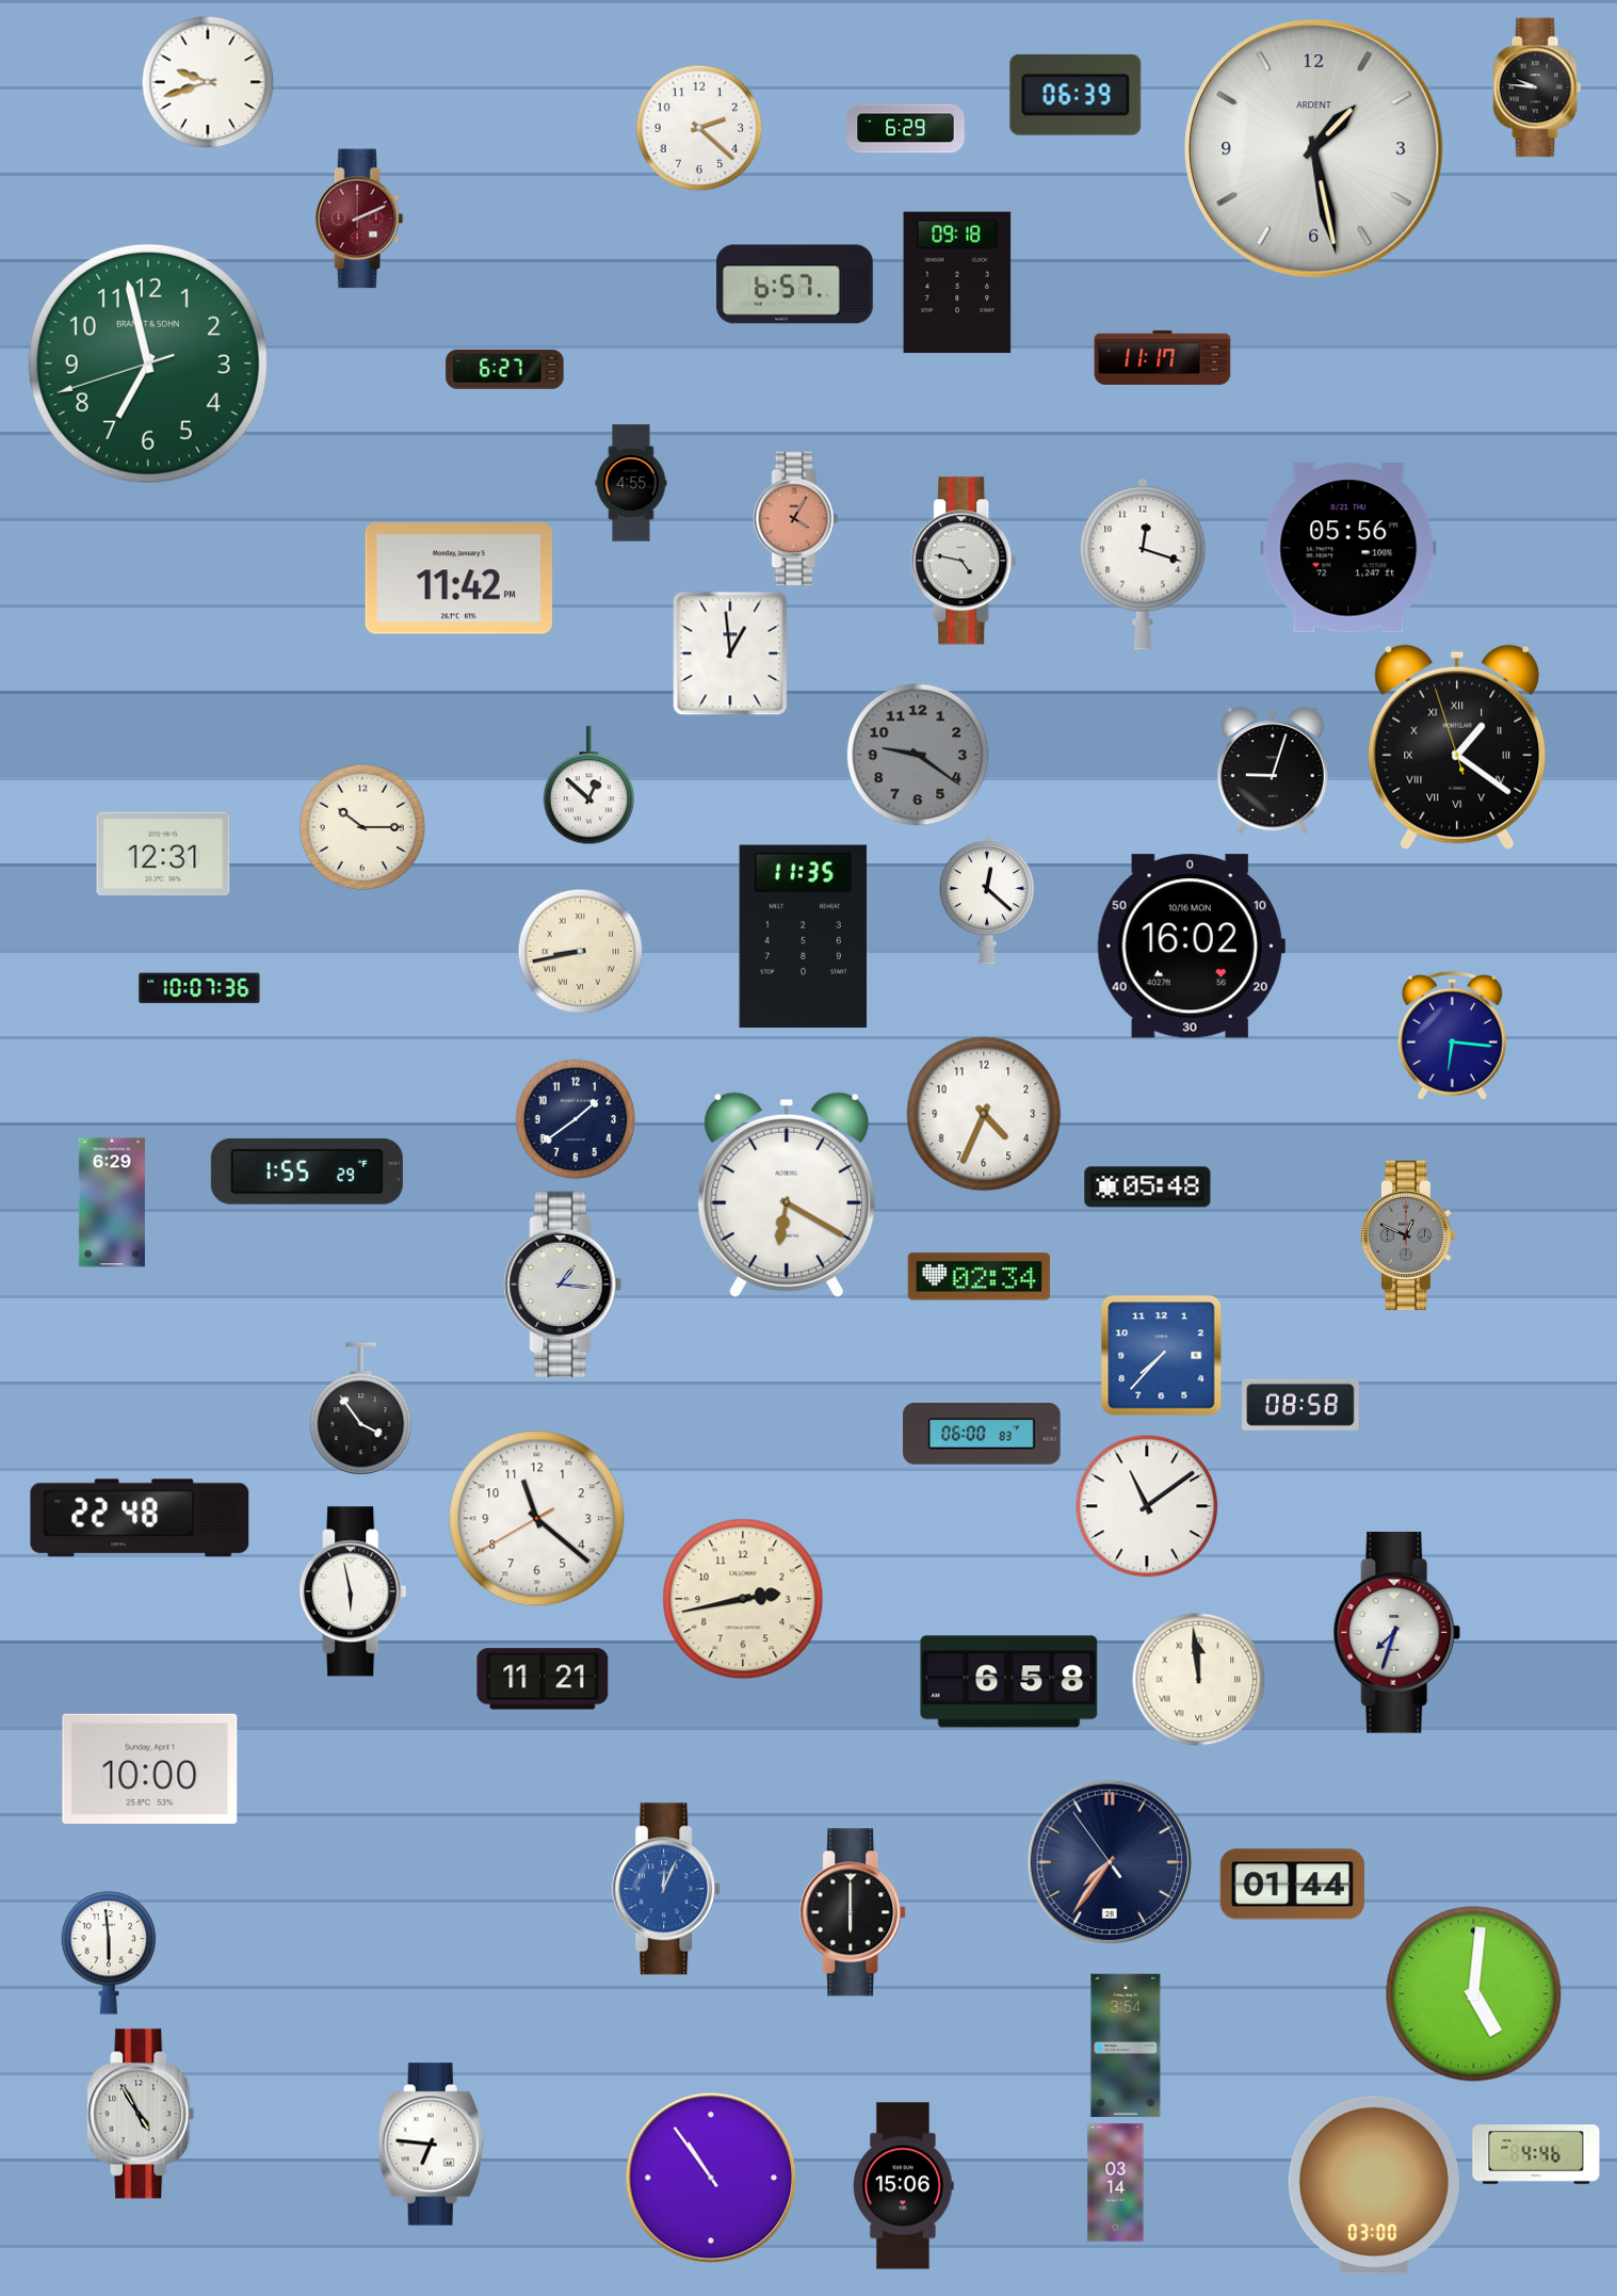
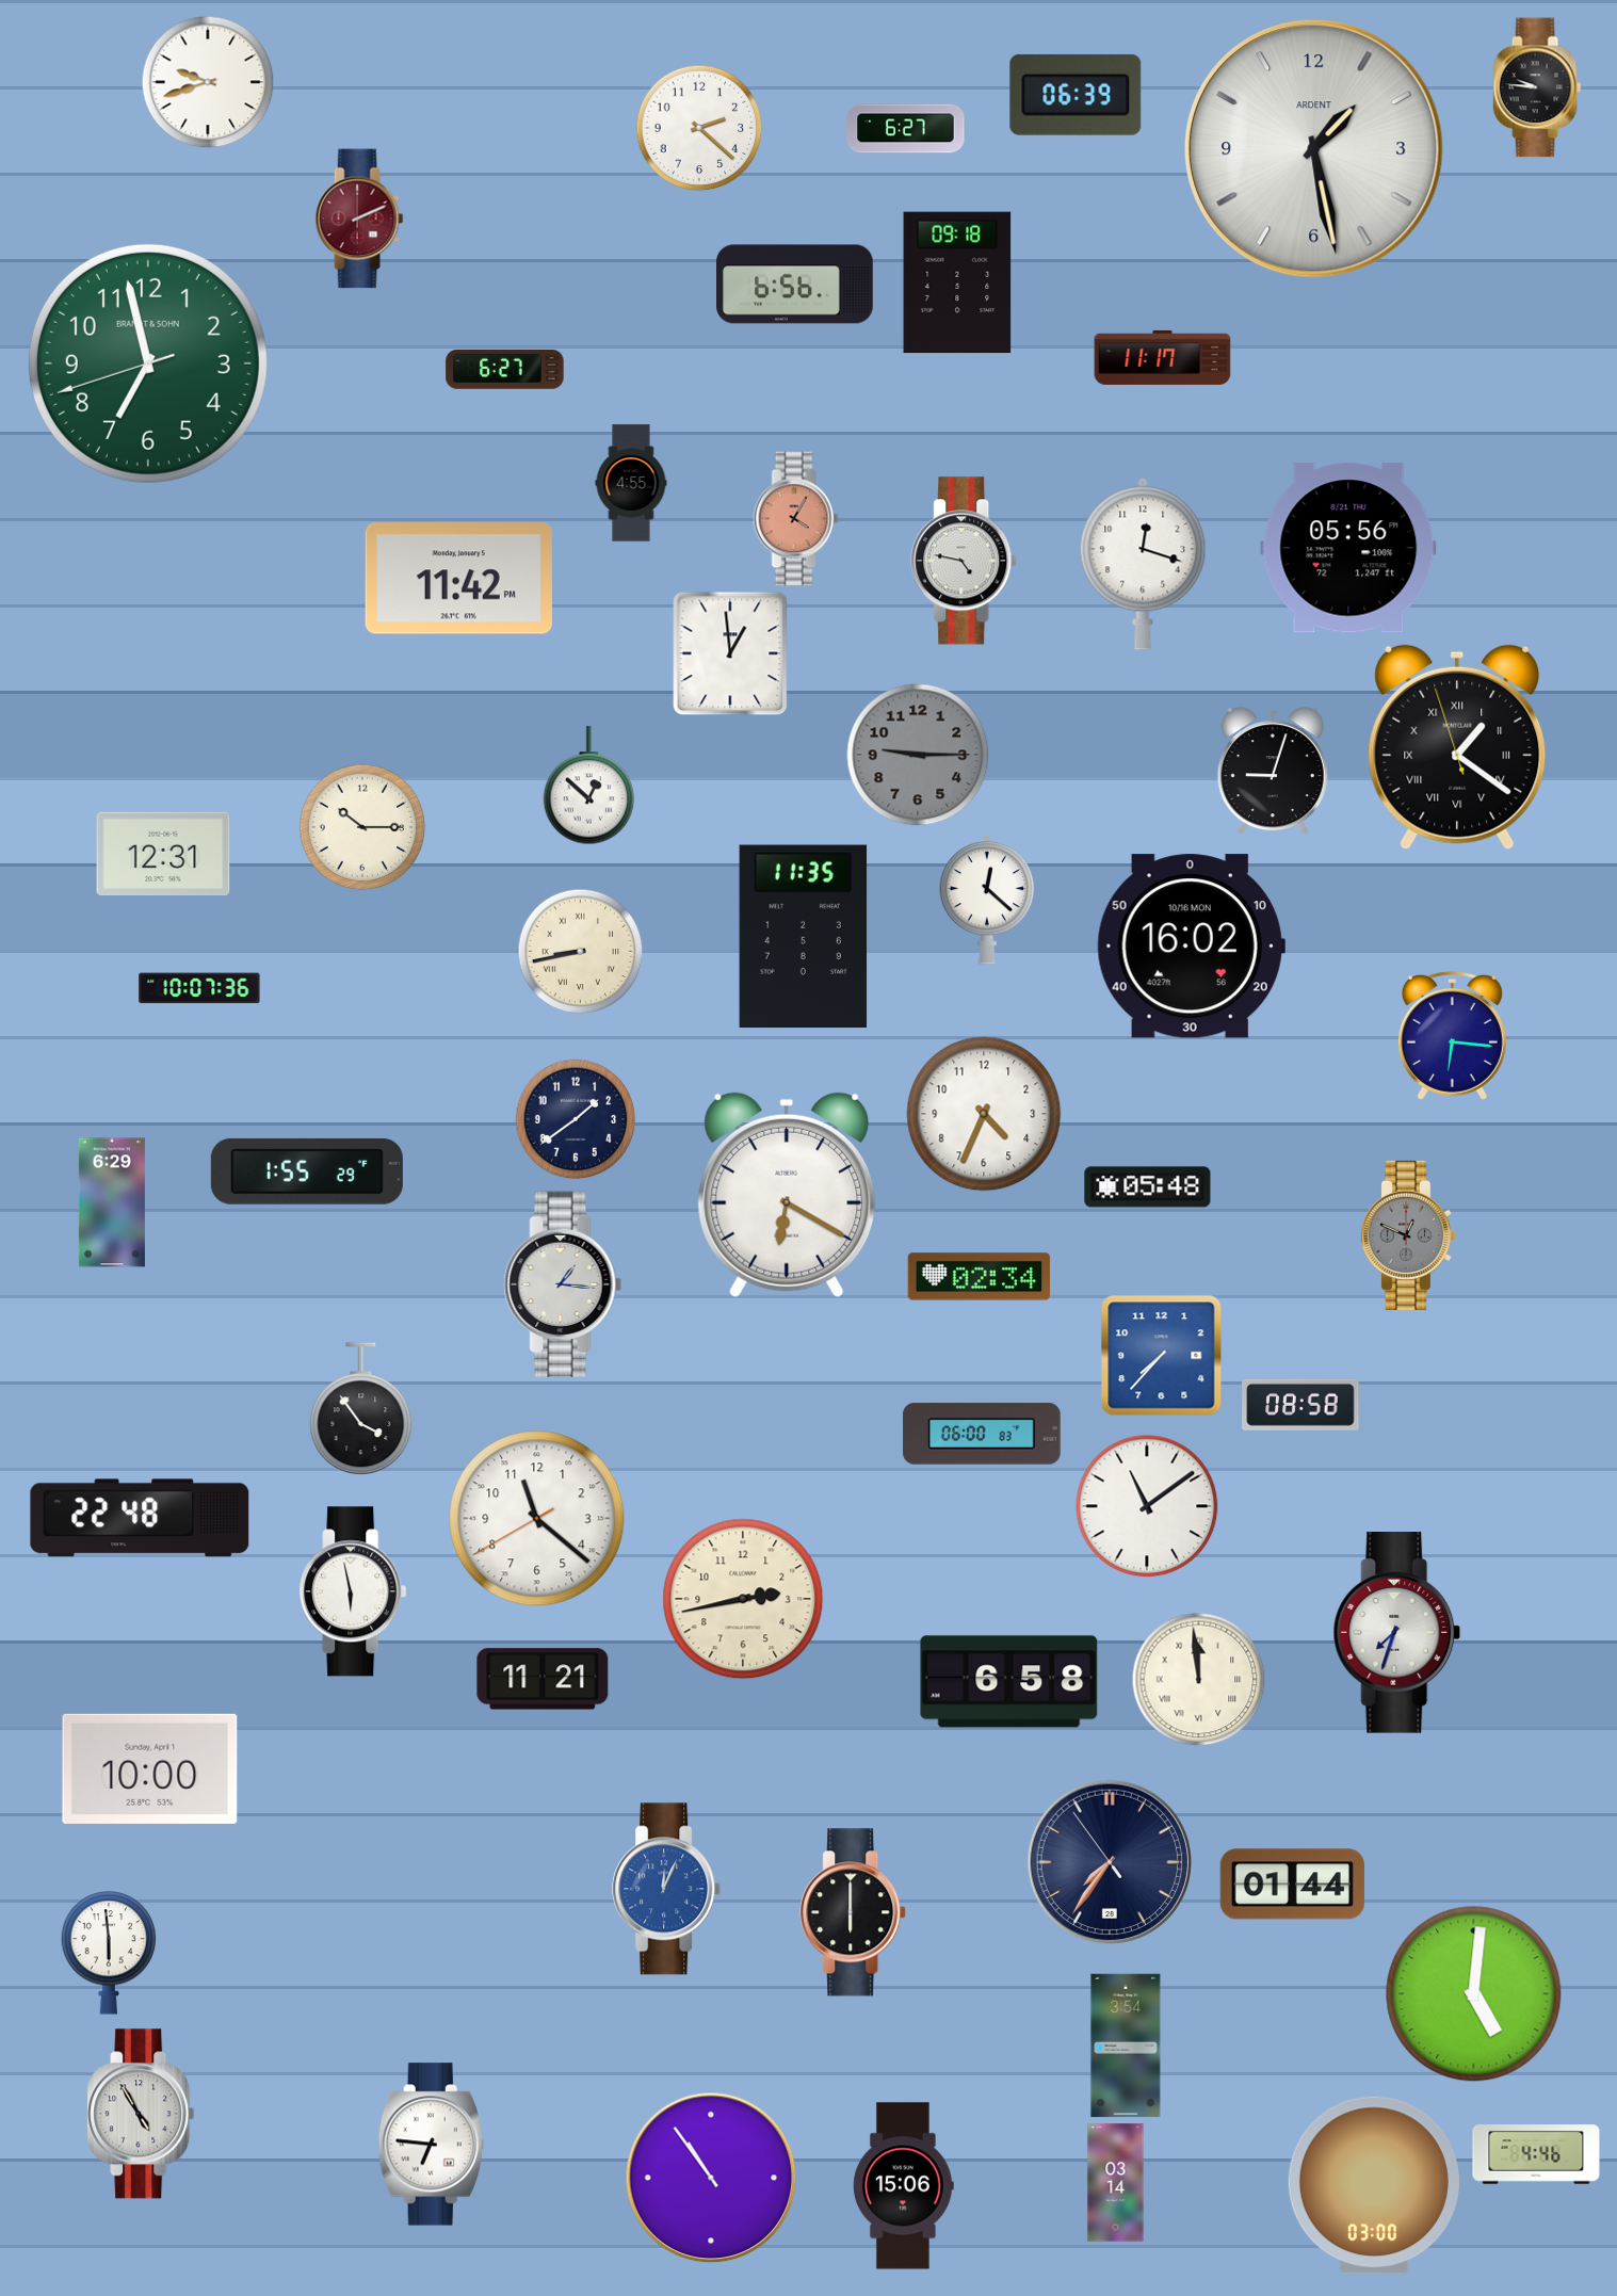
clock at (906, 129): 6:29 -> 6:27
clock at (795, 285): 6:57 -> 6:56
clock at (918, 755): 9:21 -> 9:15
